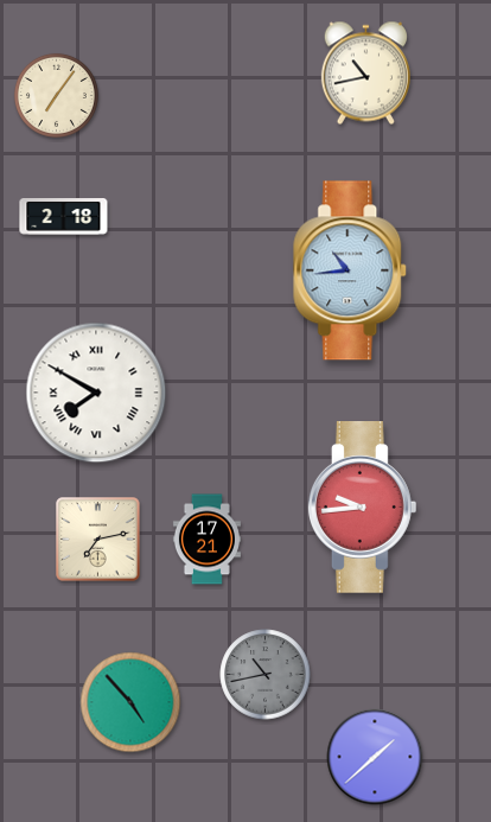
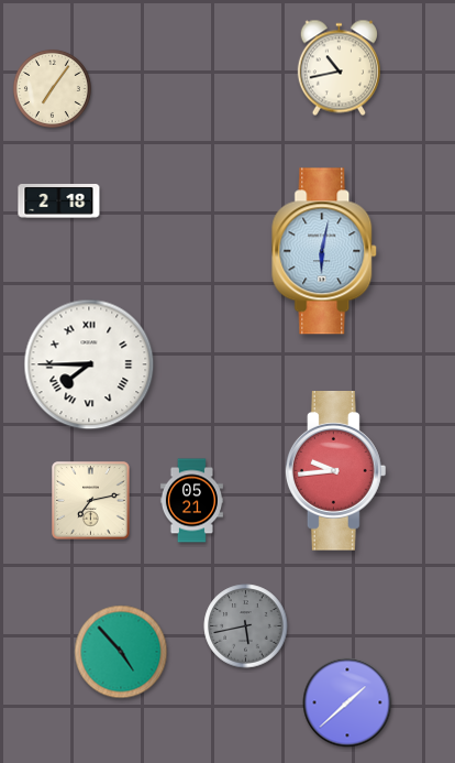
clock at (351, 270): 10:44 -> 6:02
clock at (96, 393): 7:50 -> 7:45
clock at (206, 540): 17:21 -> 05:21
clock at (266, 675): 10:43 -> 5:43
